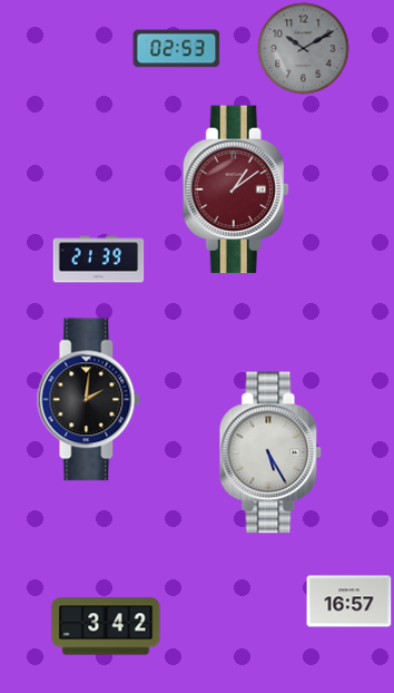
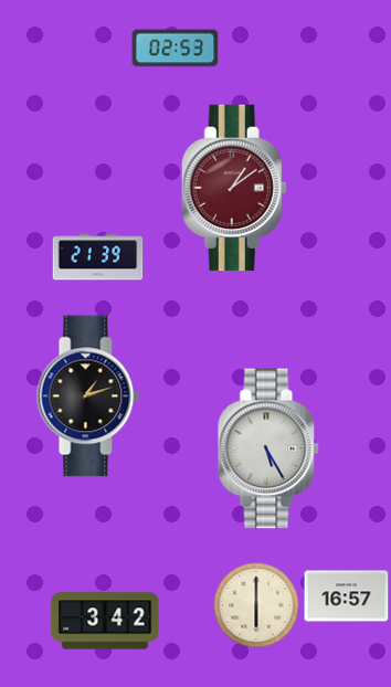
clock at (304, 49): 10:10 -> none
clock at (89, 400): 2:01 -> 1:12
clock at (256, 605): none -> 6:00
